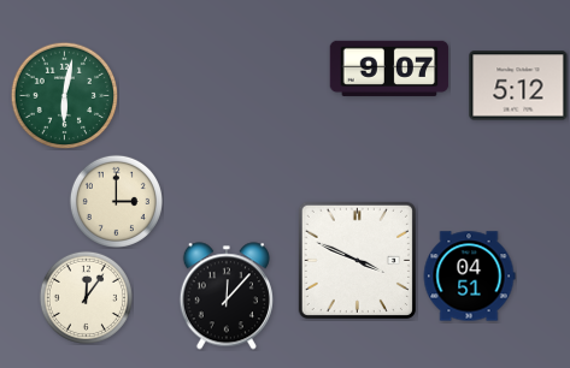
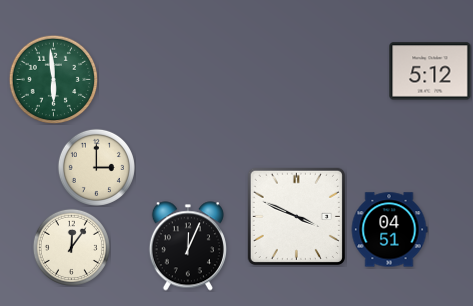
clock at (389, 69): 9:07 -> none
clock at (64, 95): 6:02 -> 5:59
clock at (227, 296): 12:07 -> 12:04
